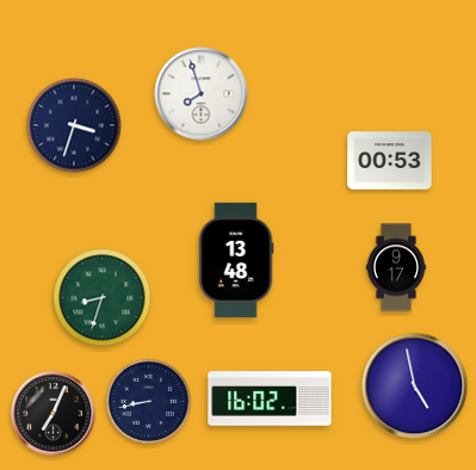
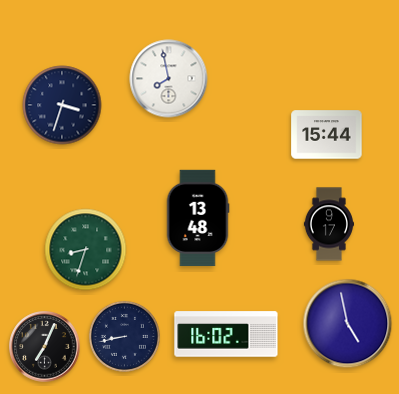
clock at (202, 94): 7:57 -> 7:58
clock at (390, 161): 00:53 -> 15:44
clock at (396, 267) position: (396, 267) -> (329, 224)
